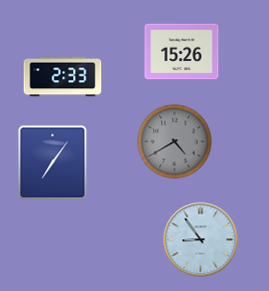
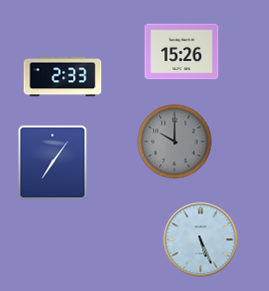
clock at (175, 142): 4:40 -> 10:00
clock at (201, 240): 8:54 -> 5:26
